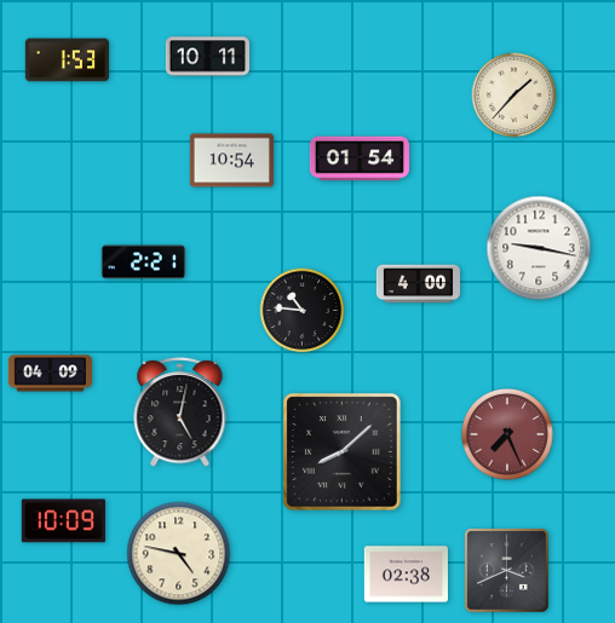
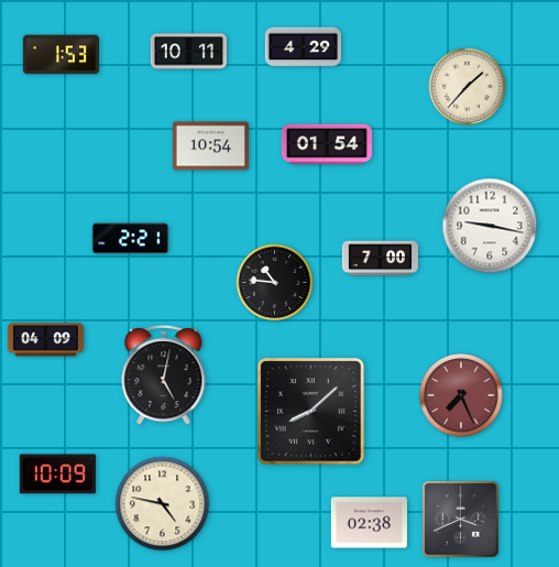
clock at (303, 47): none -> 4:29
clock at (418, 284): 4:00 -> 7:00
